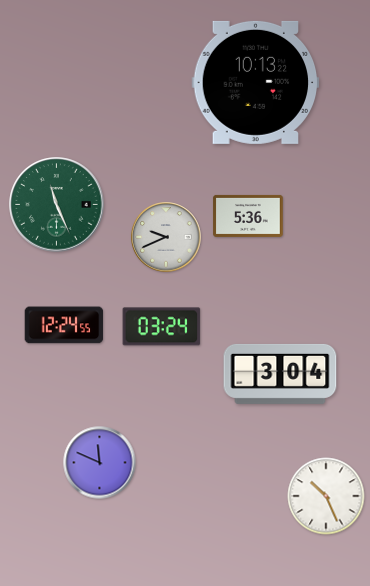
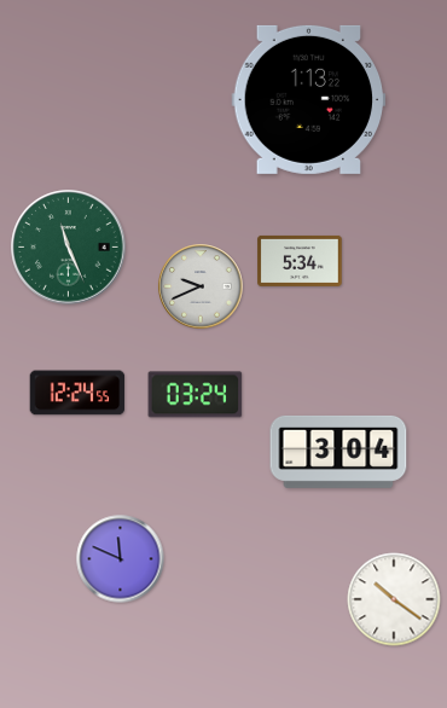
clock at (256, 82): 10:13 -> 1:13
clock at (248, 216): 5:36 -> 5:34
clock at (326, 496): 10:26 -> 10:21
